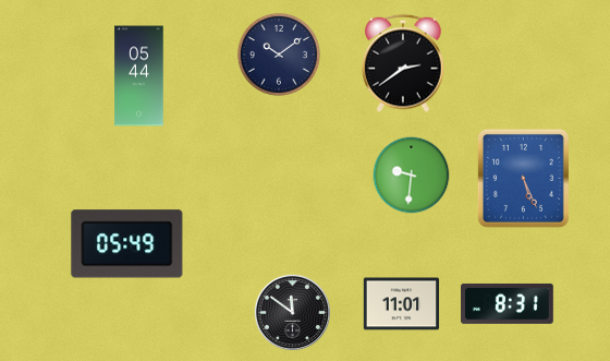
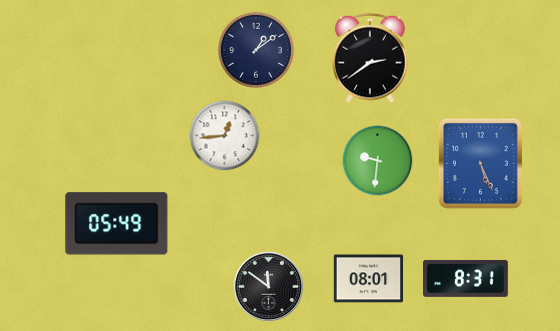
clock at (279, 55): 10:09 -> 1:09
clock at (139, 76): 05:44 -> none
clock at (225, 136): none -> 12:44
clock at (402, 304): 11:01 -> 08:01
